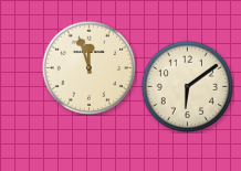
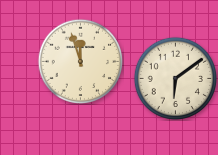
clock at (187, 86) position: (187, 86) -> (175, 78)
